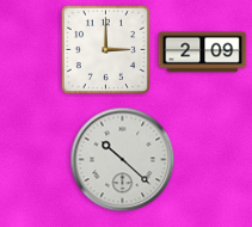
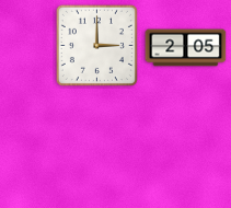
clock at (203, 53): 2:09 -> 2:05
clock at (123, 160): 10:22 -> none
